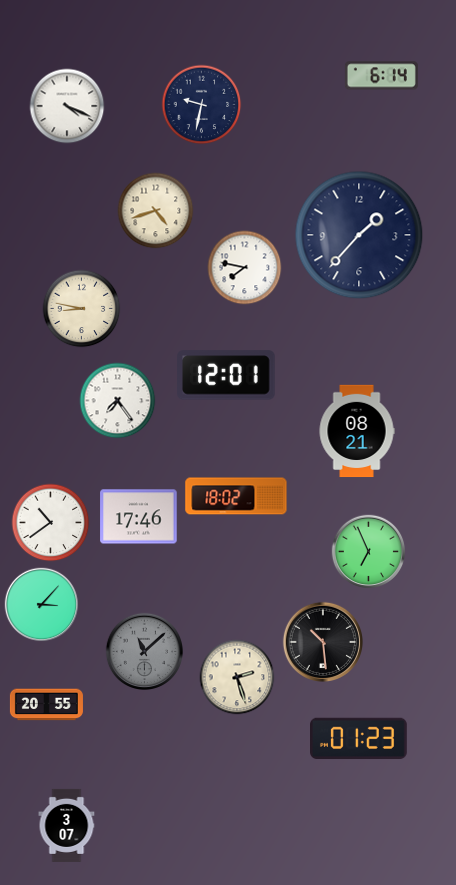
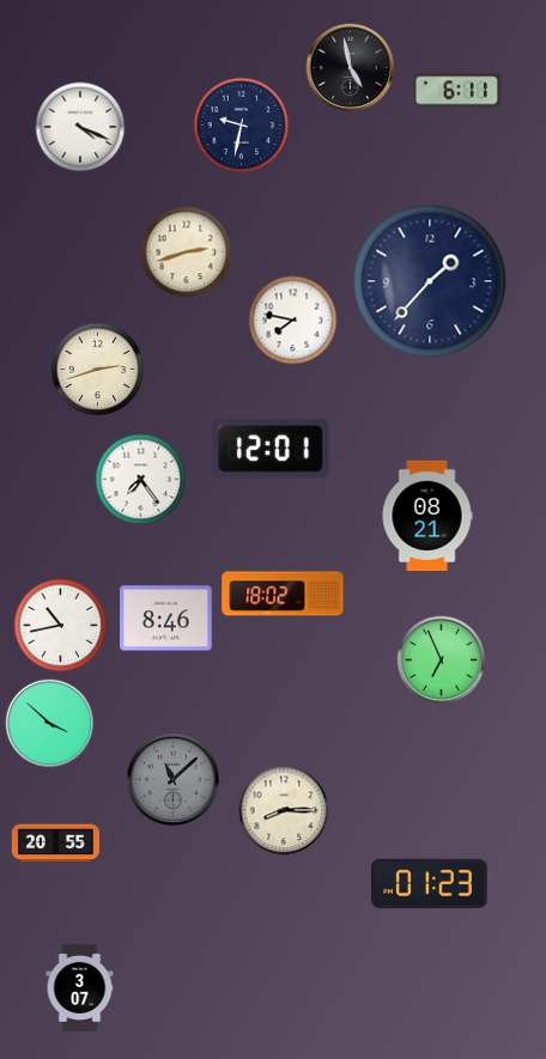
clock at (351, 68): none -> 4:58
clock at (381, 76): 6:14 -> 6:11
clock at (156, 211): 4:42 -> 2:42
clock at (82, 309): 8:47 -> 2:42
clock at (139, 517): 17:46 -> 8:46
clock at (51, 523): 10:39 -> 10:43
clock at (42, 605): 3:07 -> 3:52
clock at (322, 641): 10:29 -> none
clock at (237, 677): 2:27 -> 8:15
